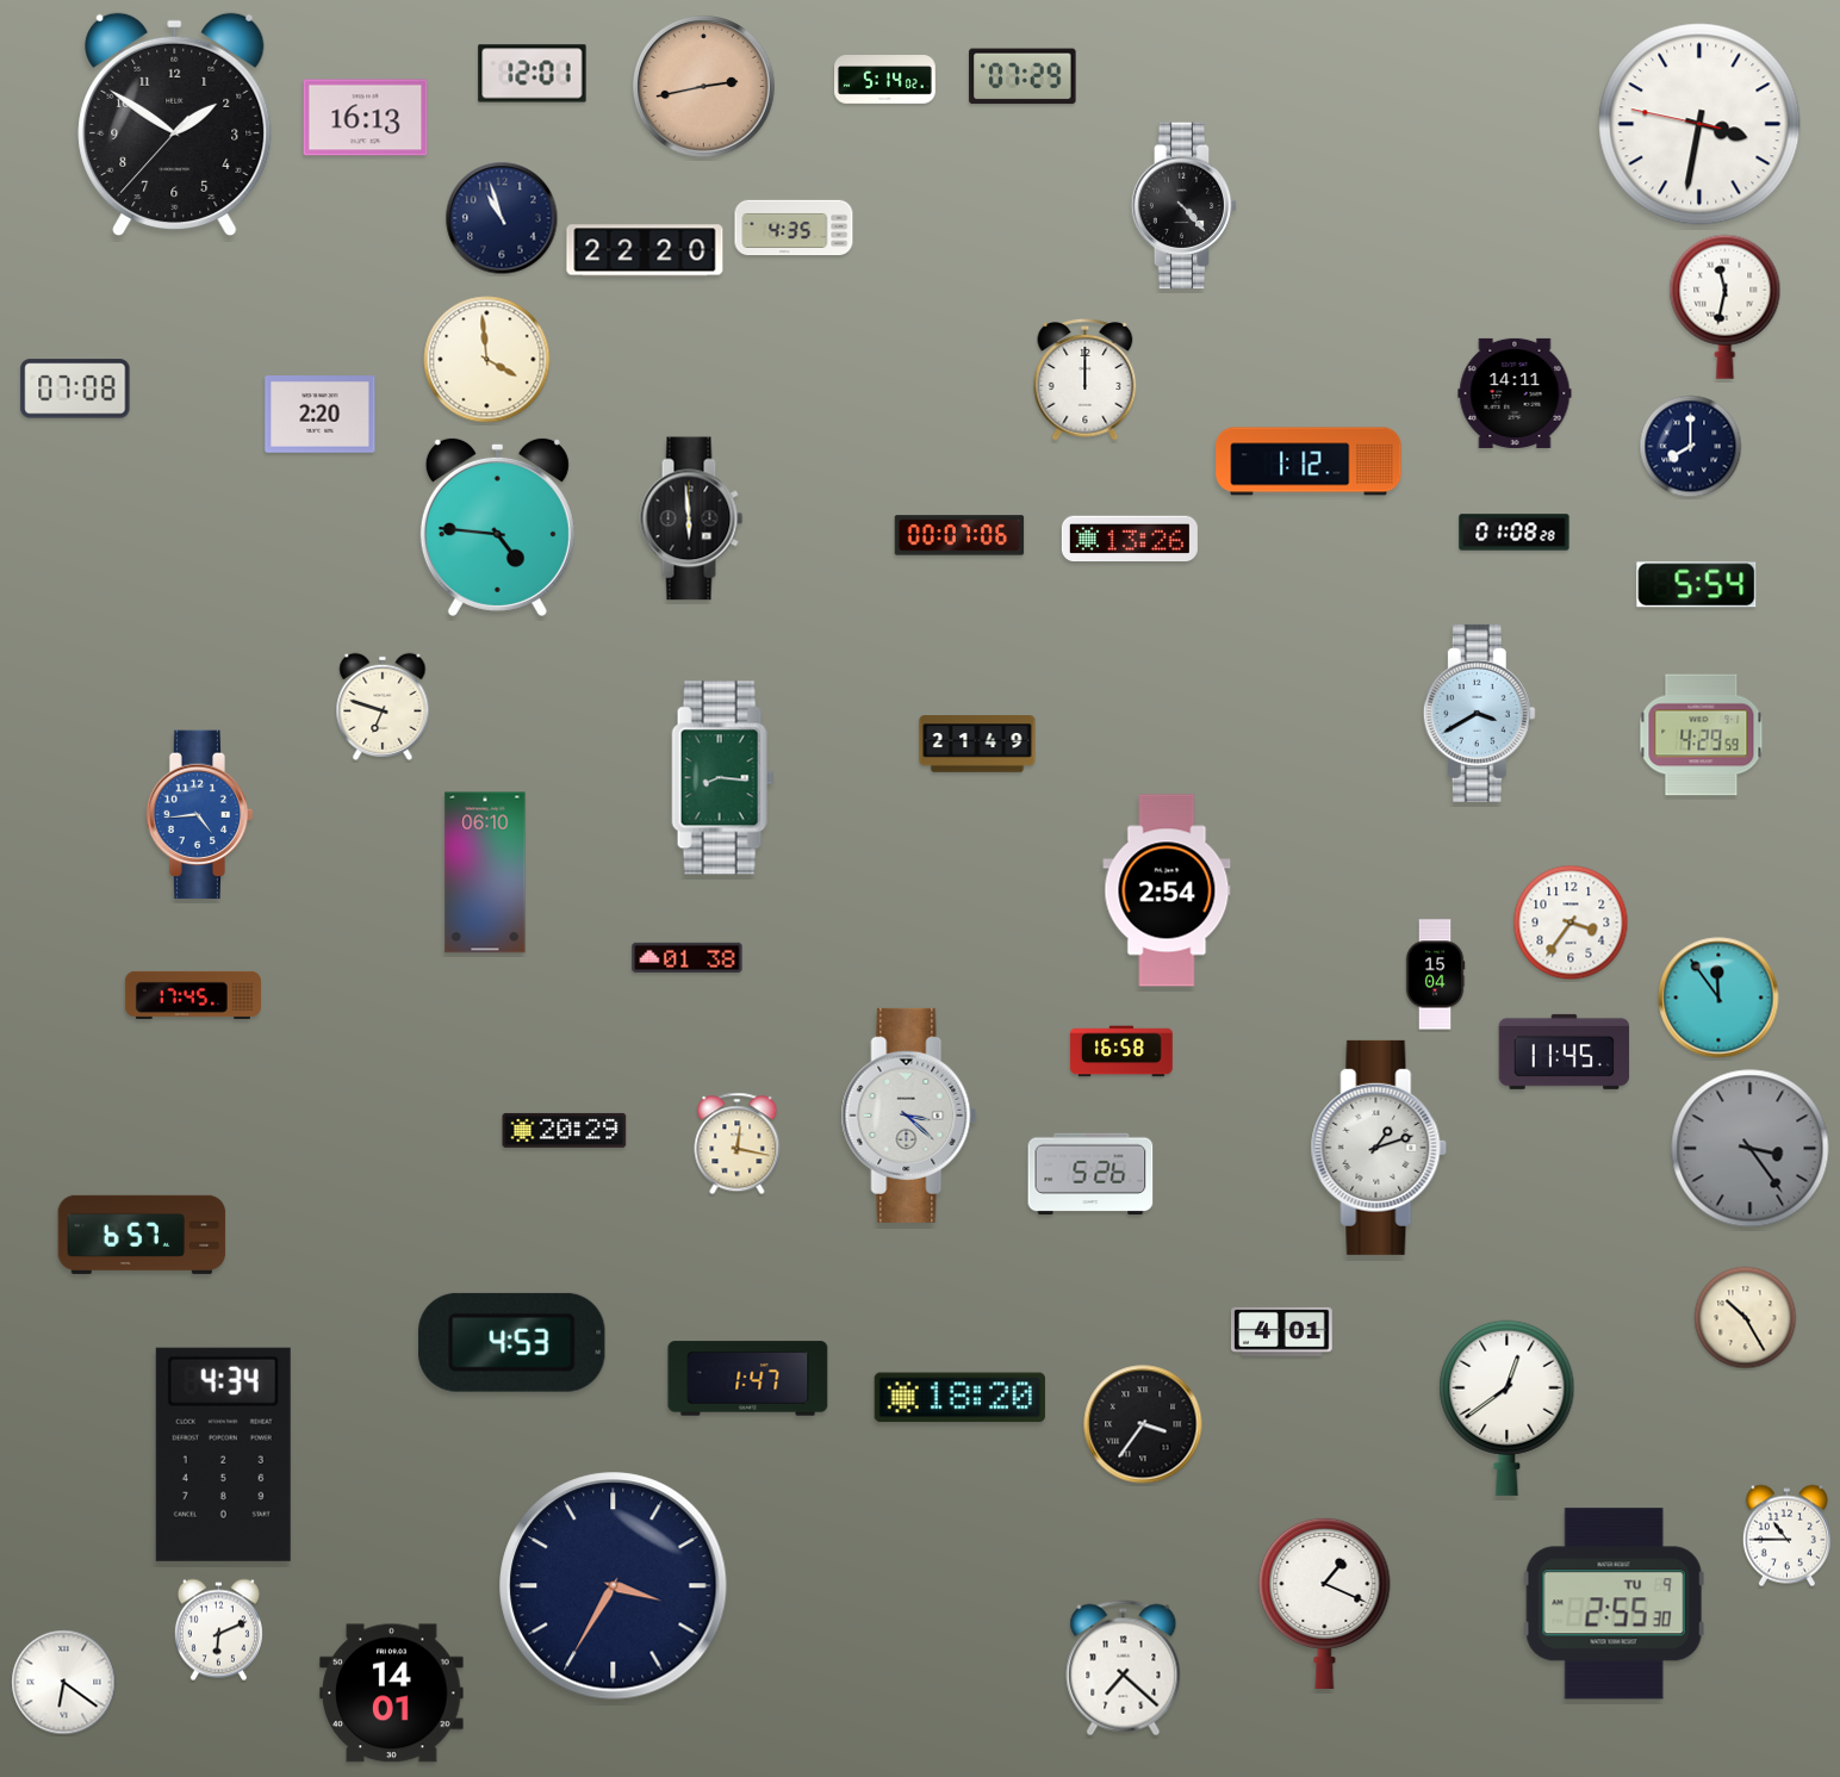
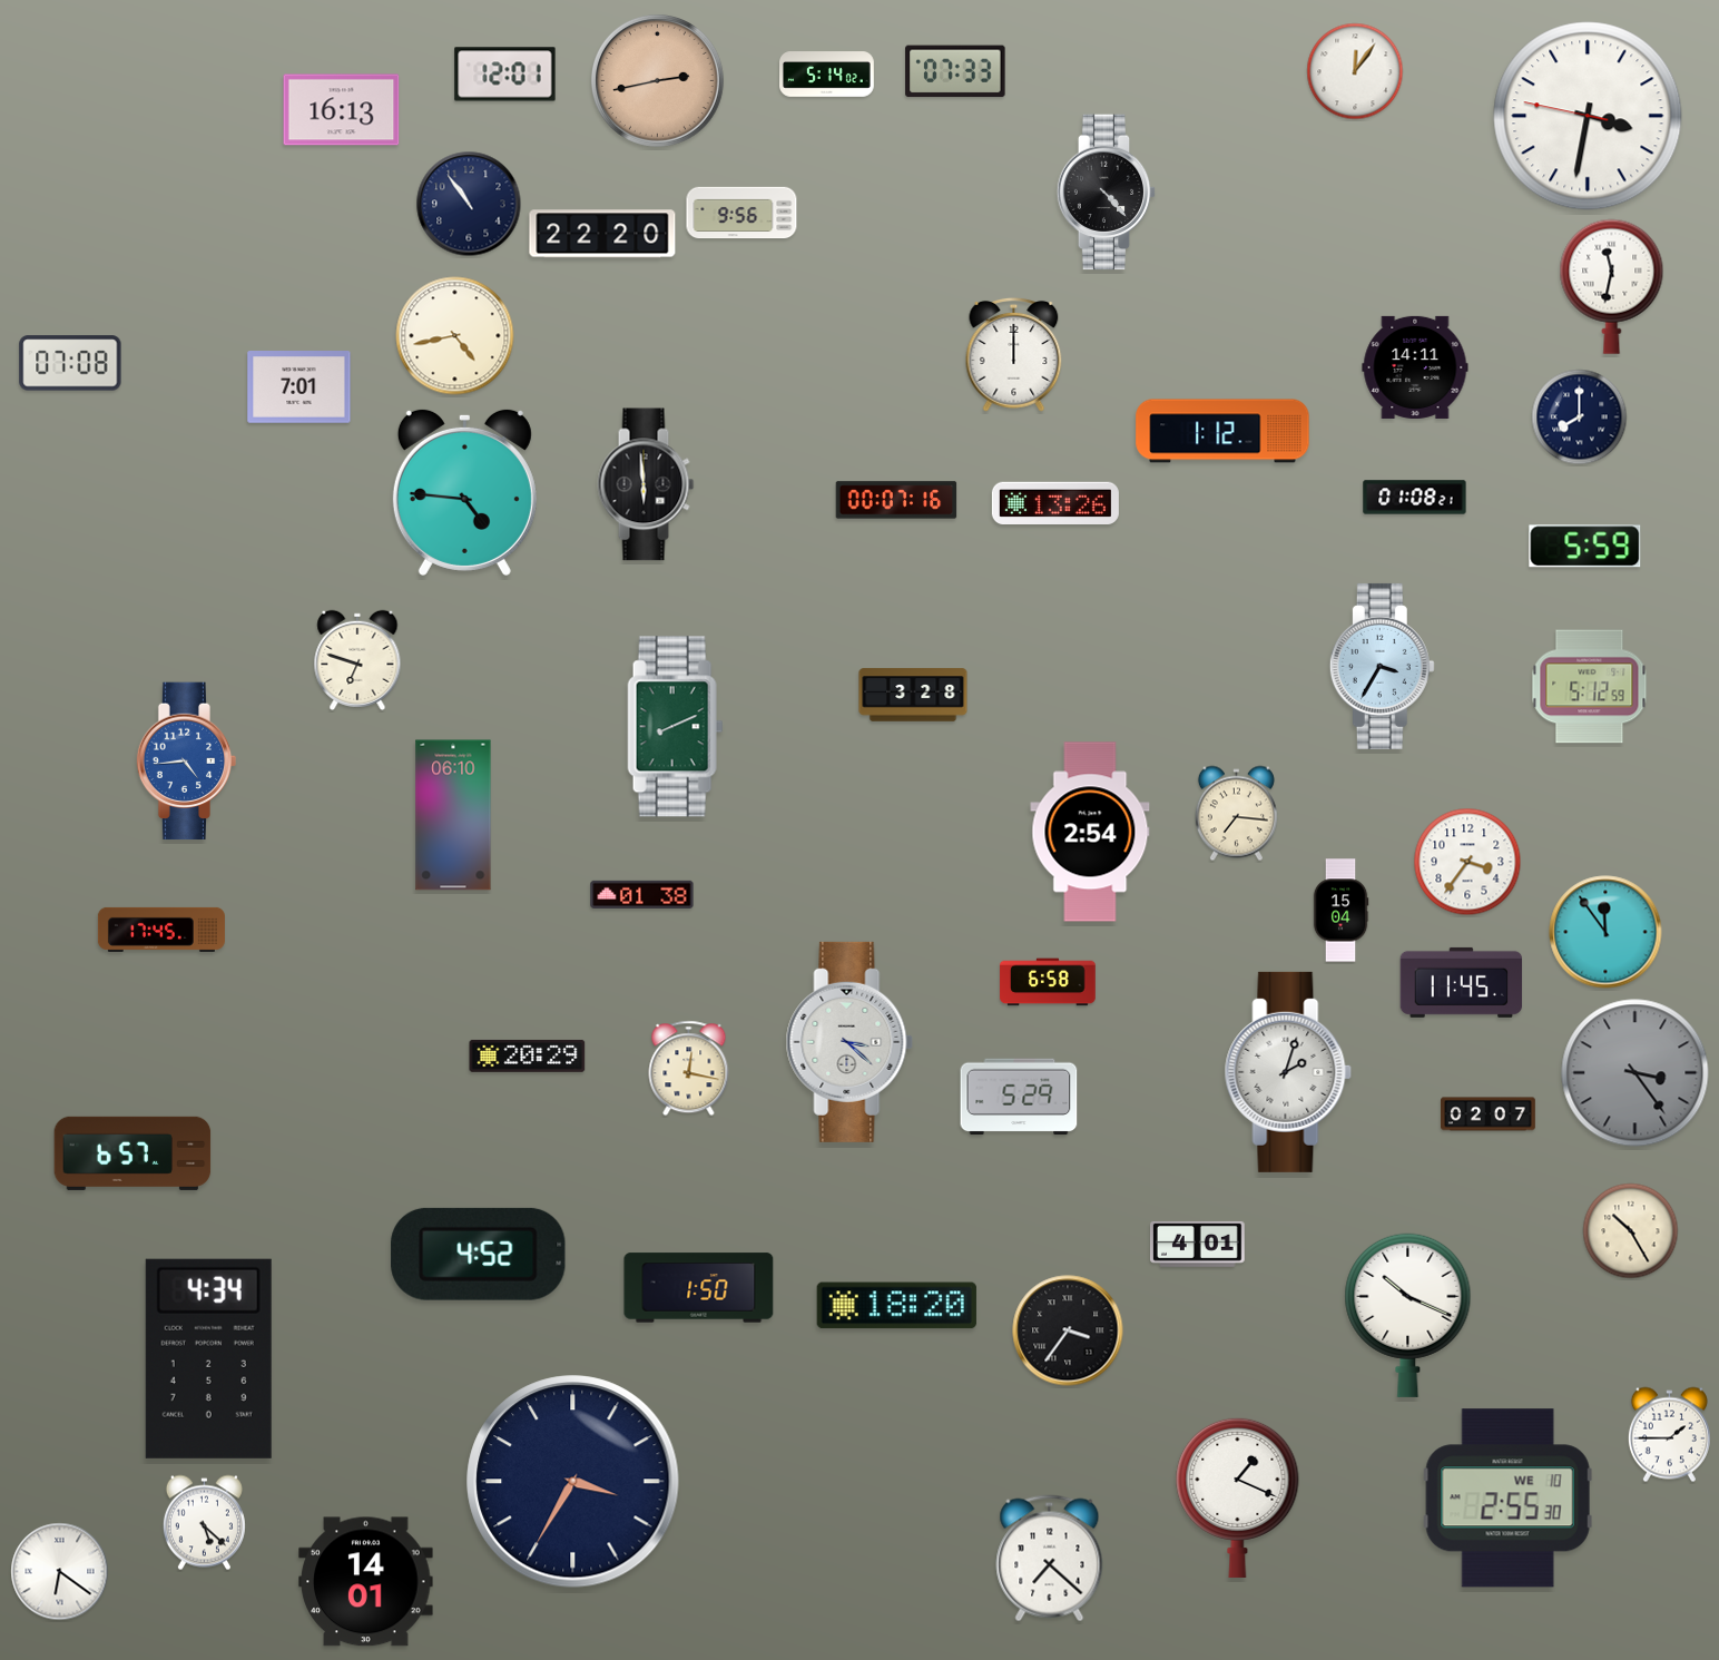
clock at (533, 74) position: (533, 74) -> (505, 75)
clock at (1022, 76): 07:29 -> 07:33
clock at (1355, 71): none -> 12:06
clock at (175, 124): 1:50 -> none
clock at (502, 218): 10:57 -> 10:54
clock at (794, 228): 4:35 -> 9:56
clock at (487, 360): 3:59 -> 4:43
clock at (321, 415): 2:20 -> 7:01
clock at (1515, 533): 01:08:28 -> 01:08:21
clock at (959, 535): 00:07:06 -> 00:07:16
clock at (1697, 585): 5:54 -> 5:59
clock at (1479, 713): 3:40 -> 3:35
clock at (1702, 735): 4:29 -> 5:12
clock at (977, 744): 21:49 -> 3:28
clock at (723, 778): 8:16 -> 8:11
clock at (1236, 814): none -> 7:16
clock at (193, 995) position: (193, 995) -> (161, 930)
clock at (1121, 1051): 16:58 -> 6:58
clock at (1379, 1148): 1:12 -> 2:03
clock at (1090, 1174): 5:26 -> 5:29
clock at (1489, 1114): none -> 02:07
clock at (512, 1342): 4:53 -> 4:52
clock at (748, 1379): 1:47 -> 1:50
clock at (1508, 1408): 12:39 -> 10:19
clock at (1786, 1536): 10:45 -> 1:45
clock at (1614, 1604) date: TU 9 -> WE 10
clock at (218, 1630): 6:11 -> 5:22
